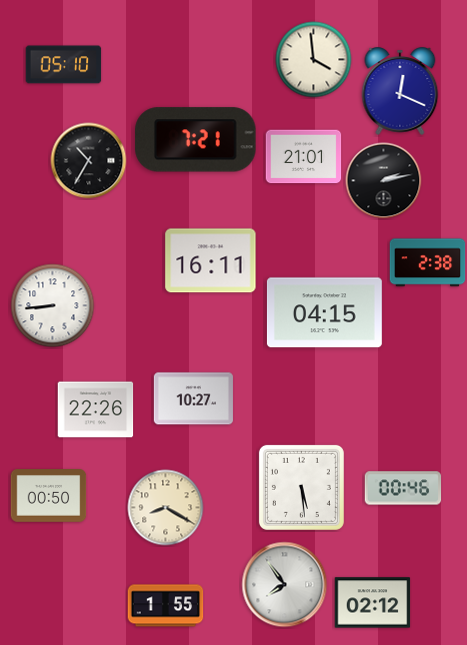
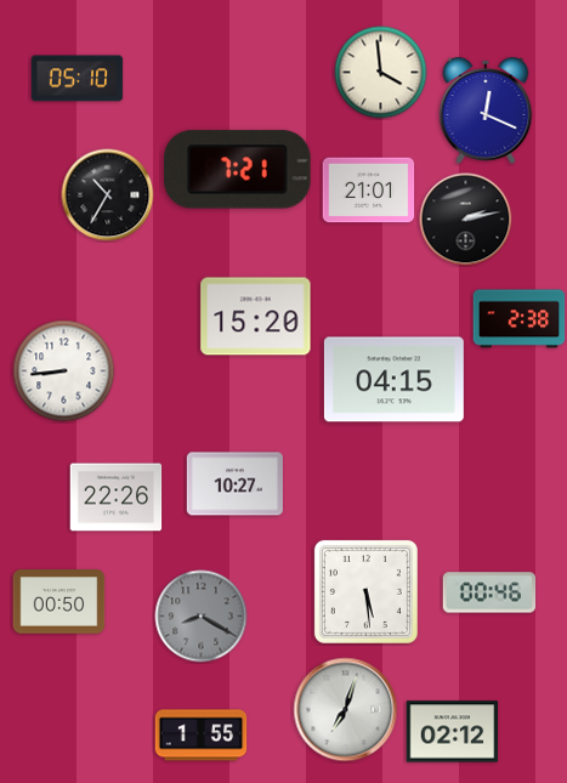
clock at (211, 261): 16:11 -> 15:20
clock at (166, 508) dial: cream -> grey
clock at (285, 585): 7:54 -> 7:03
